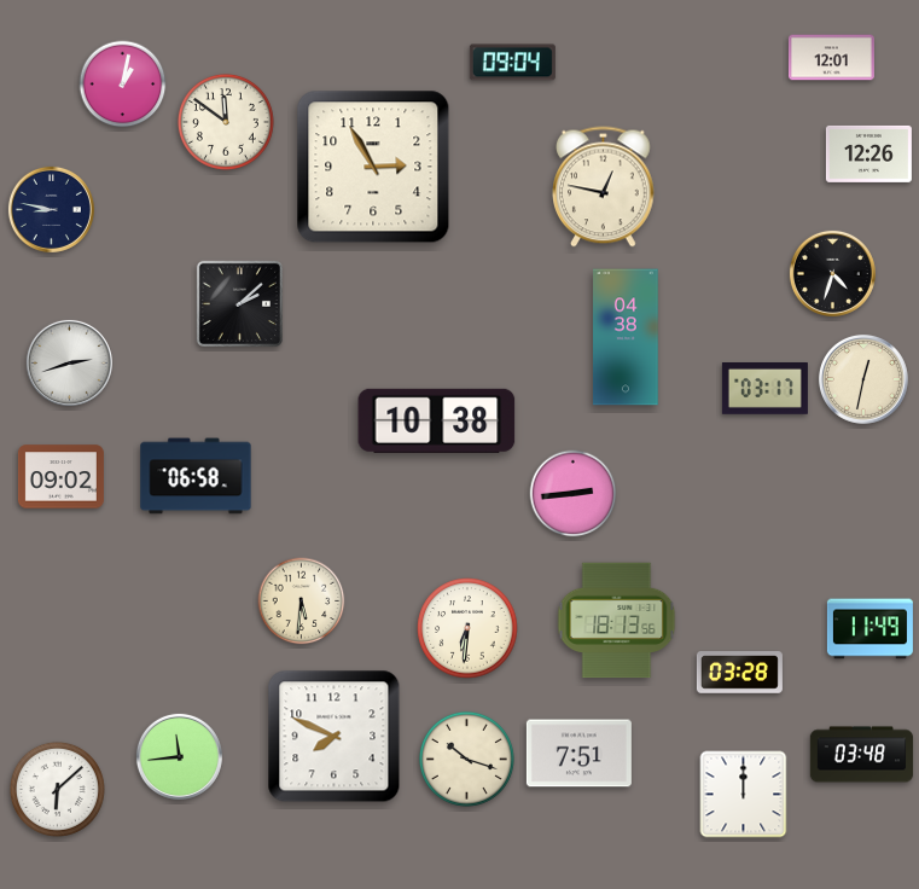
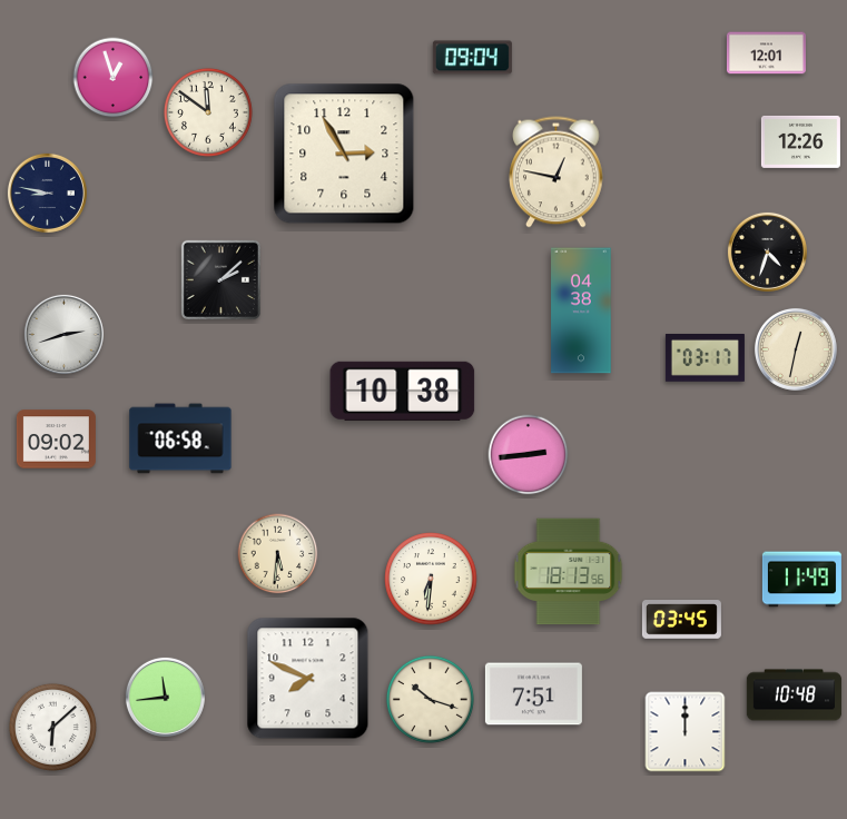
clock at (123, 85): 1:02 -> 12:57
clock at (626, 337) position: (626, 337) -> (581, 310)
clock at (437, 420) position: (437, 420) -> (403, 391)
clock at (739, 673): 03:28 -> 03:45
clock at (862, 755): 03:48 -> 10:48
